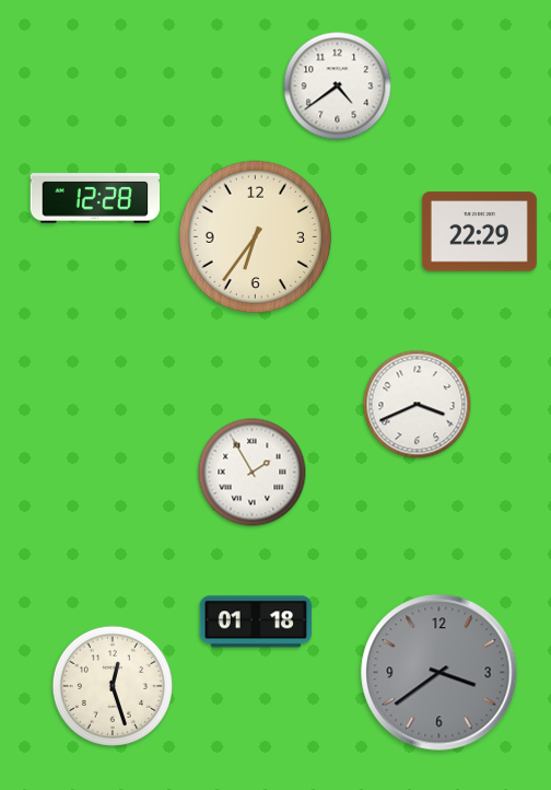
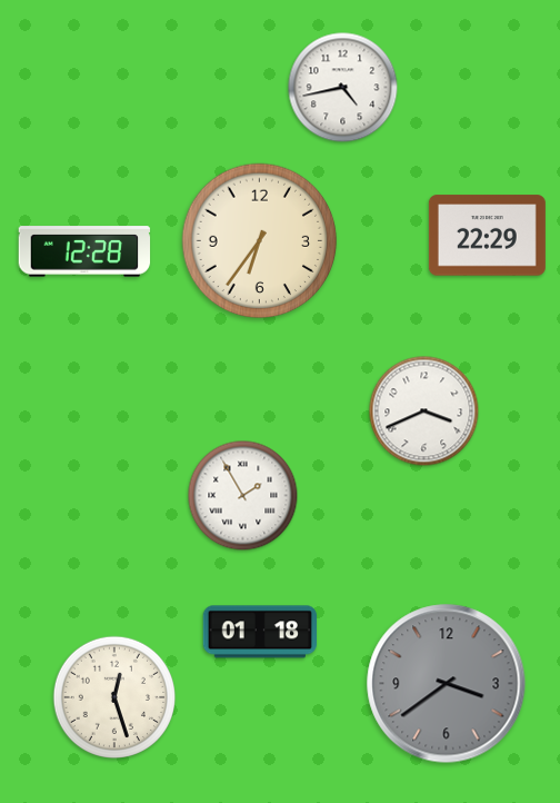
clock at (338, 86): 4:39 -> 4:43
clock at (95, 198) position: (95, 198) -> (84, 251)
clock at (253, 473) position: (253, 473) -> (243, 496)
